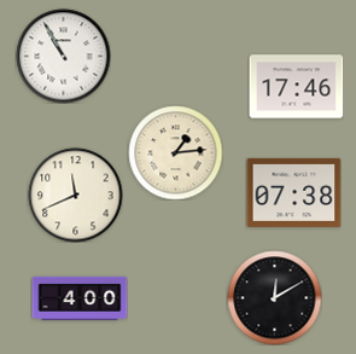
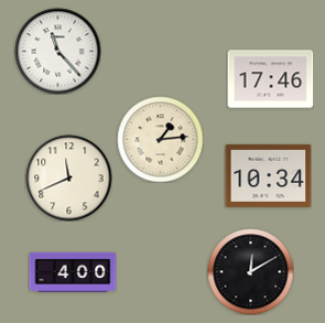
clock at (63, 56): 10:55 -> 11:23
clock at (293, 192): 07:38 -> 10:34
